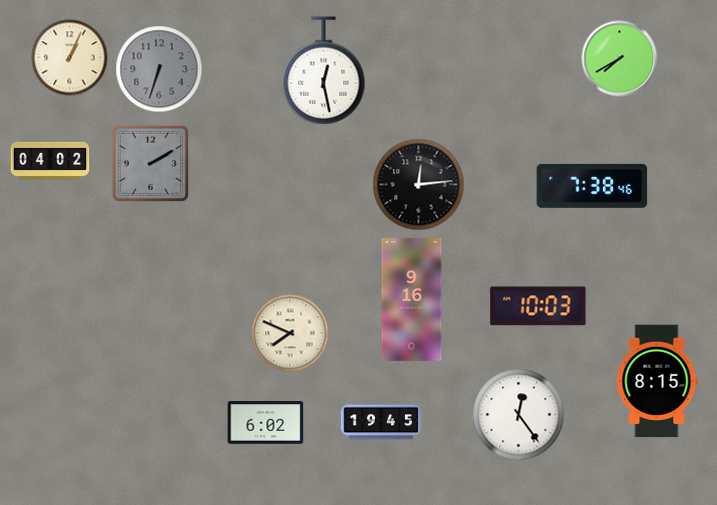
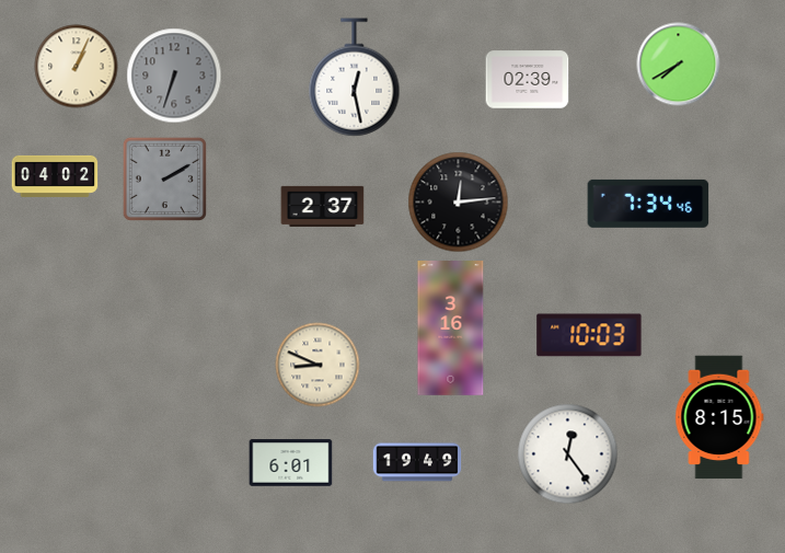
clock at (70, 58) position: (70, 58) -> (77, 67)
clock at (528, 80): none -> 02:39
clock at (592, 186): 7:38 -> 7:34
clock at (323, 206): none -> 2:37
clock at (412, 300): 9:16 -> 3:16
clock at (290, 333): 7:49 -> 8:49
clock at (381, 422): 19:45 -> 19:49
clock at (266, 423): 6:02 -> 6:01
